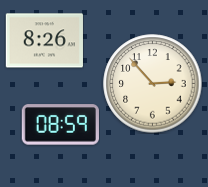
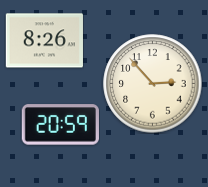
clock at (60, 125): 08:59 -> 20:59
